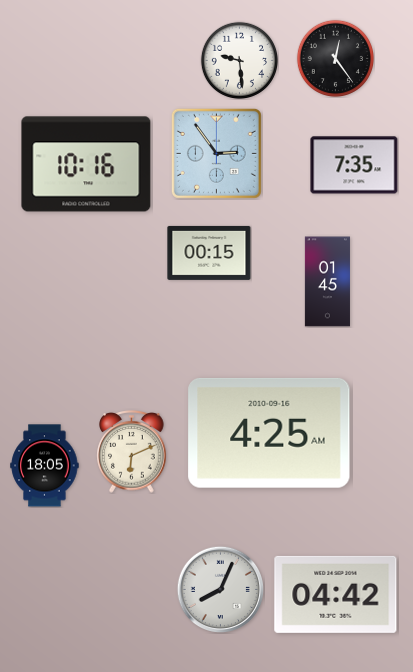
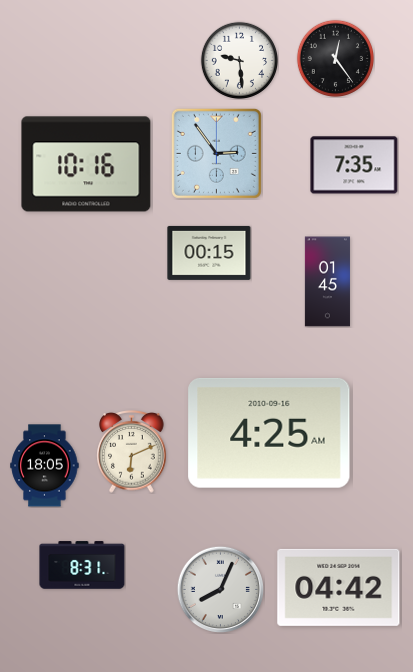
clock at (82, 565): none -> 8:31
clock at (336, 594) position: (336, 594) -> (339, 587)
